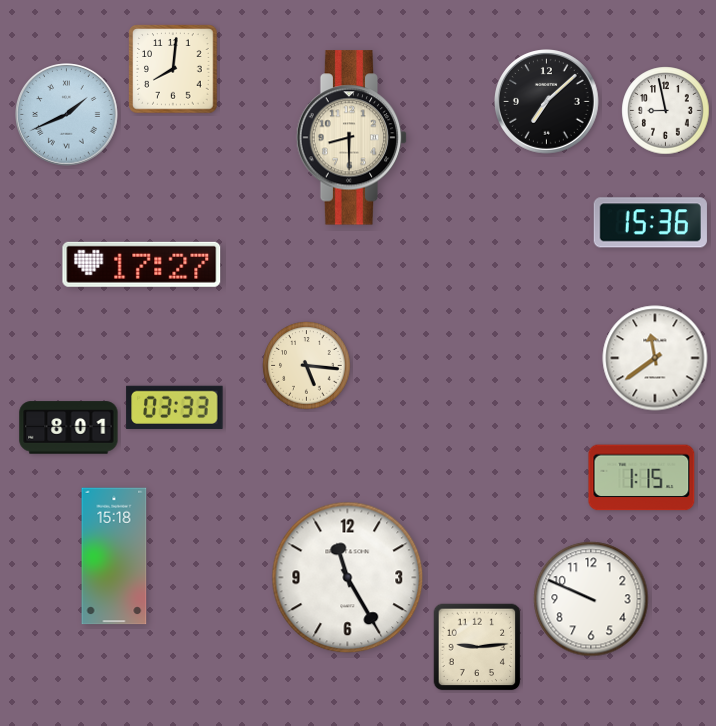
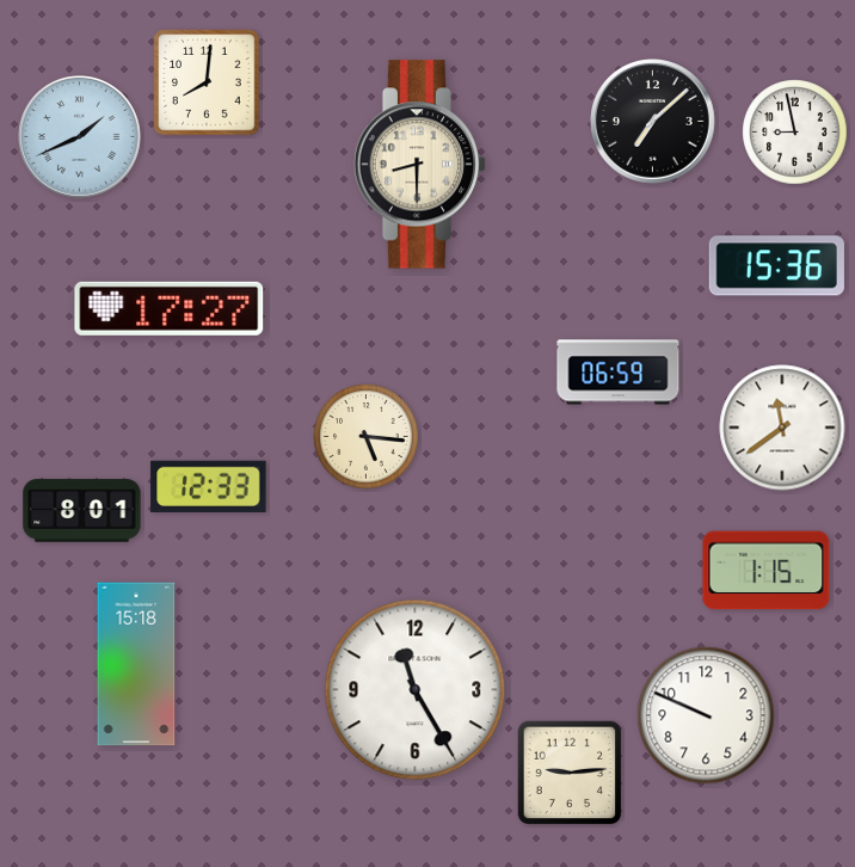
clock at (142, 264) position: (142, 264) -> (170, 308)
clock at (619, 373): none -> 06:59
clock at (175, 407): 03:33 -> 12:33
